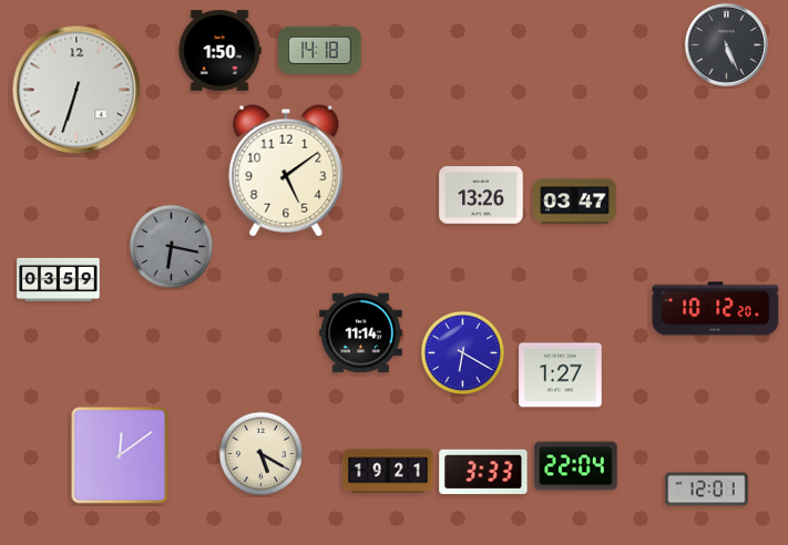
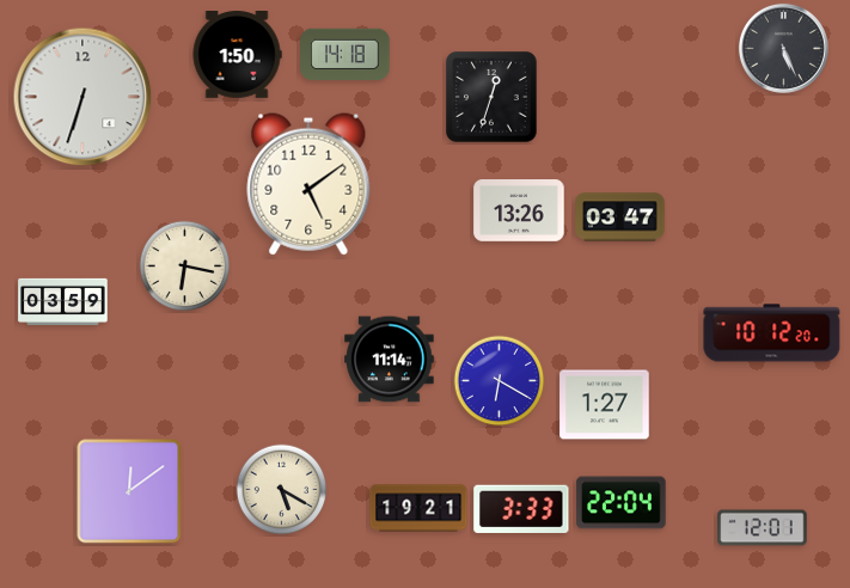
clock at (493, 98): none -> 12:33
clock at (172, 247) dial: grey -> cream
